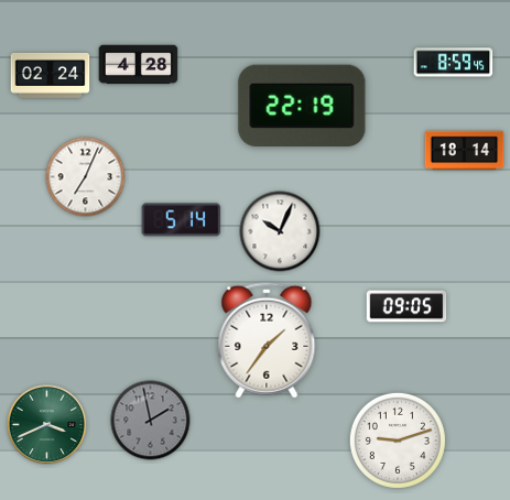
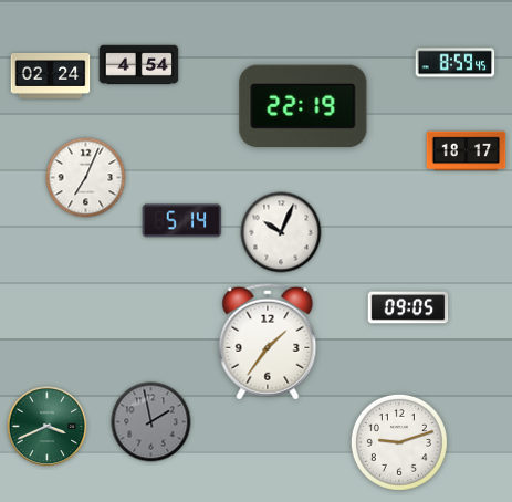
clock at (139, 65): 4:28 -> 4:54
clock at (465, 151): 18:14 -> 18:17
